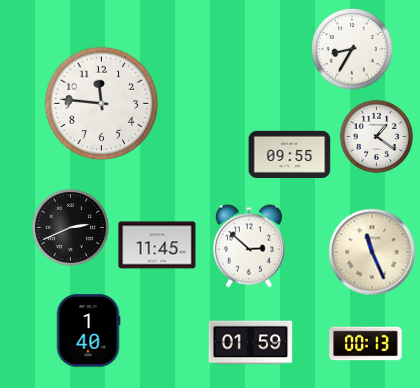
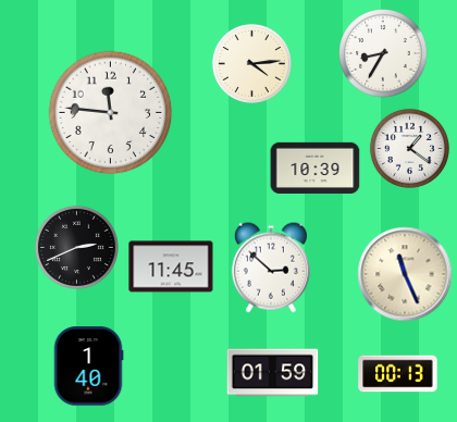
clock at (251, 63): none -> 4:14
clock at (290, 154): 09:55 -> 10:39
clock at (88, 331) position: (88, 331) -> (88, 367)
